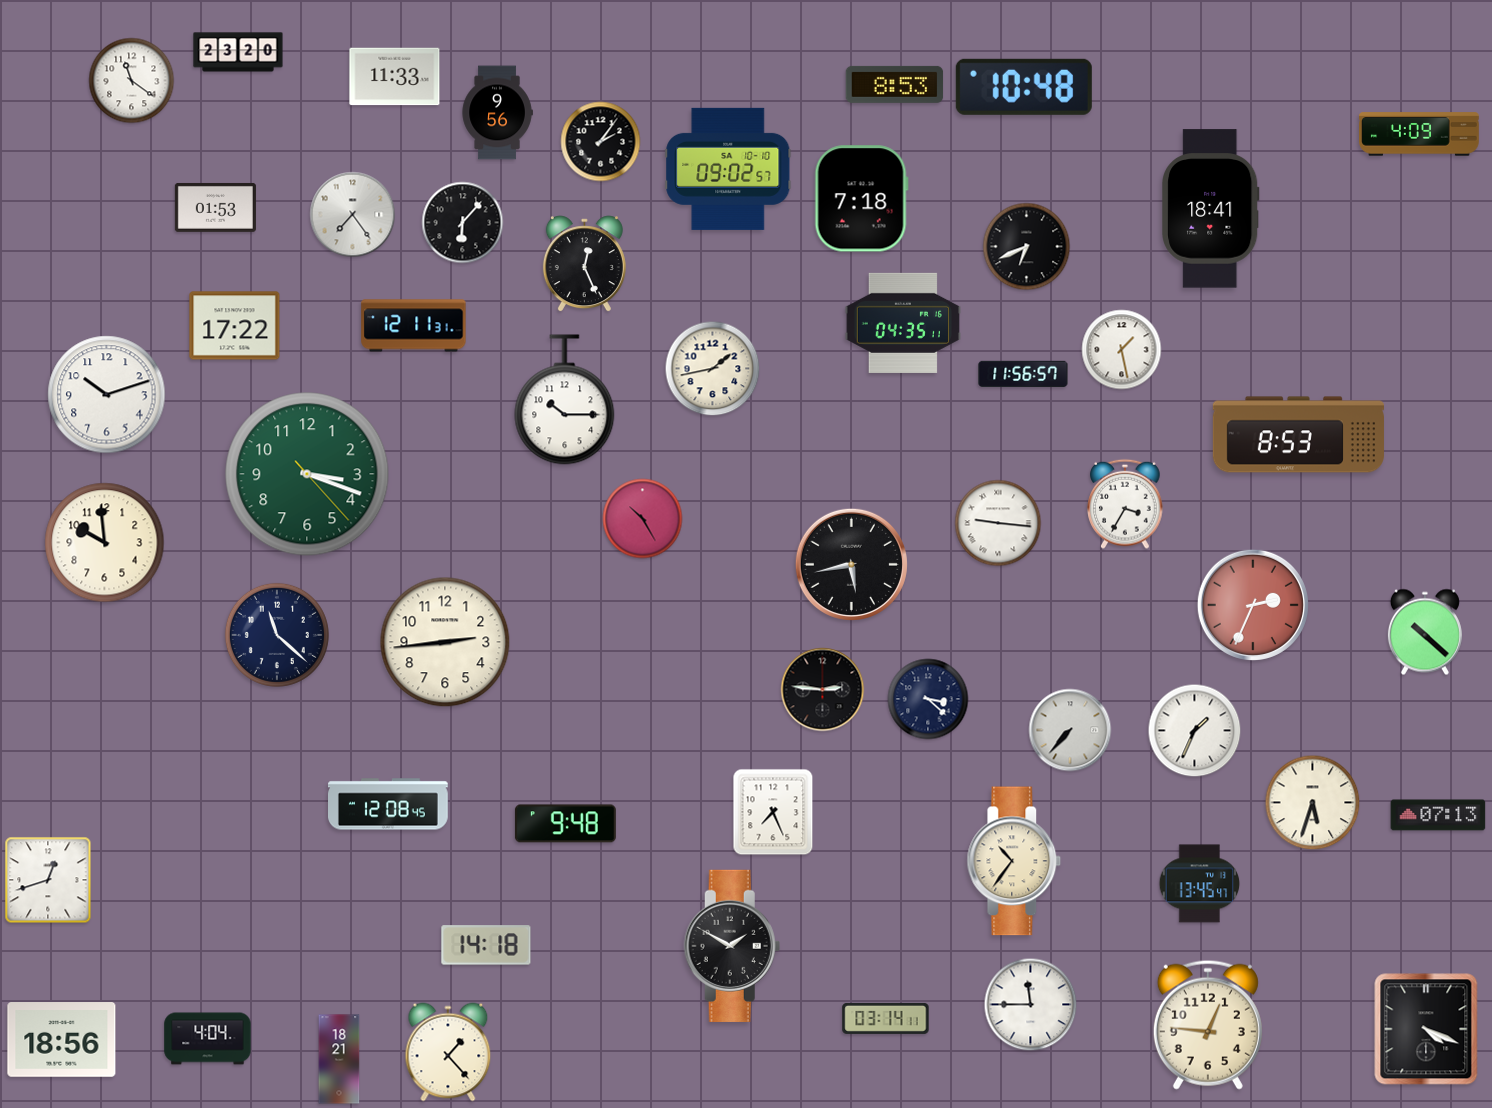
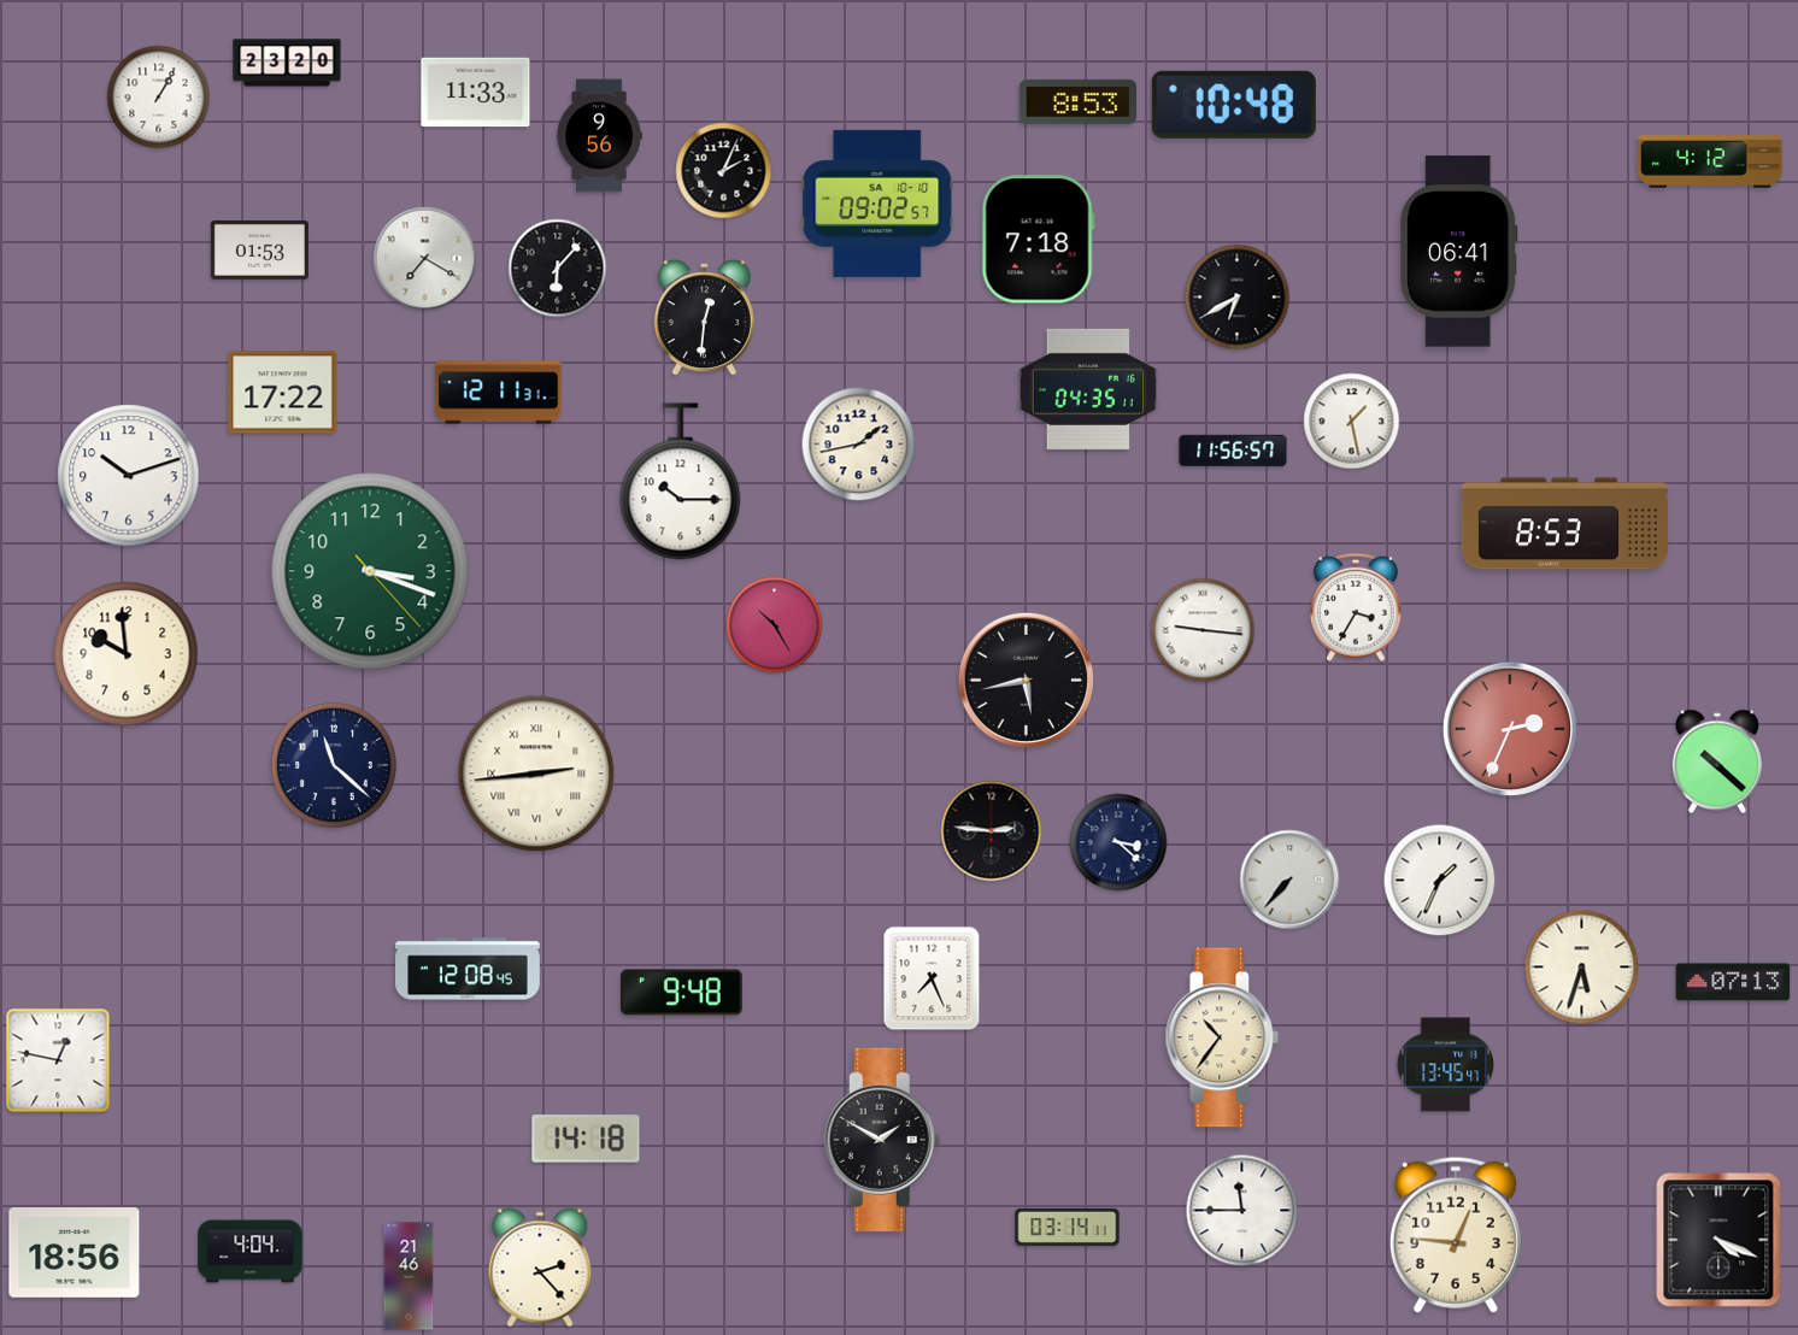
clock at (132, 81): 11:21 -> 1:05
clock at (1420, 134): 4:09 -> 4:12
clock at (601, 142): 2:06 -> 2:04
clock at (1211, 209): 18:41 -> 06:41
clock at (353, 215): 7:24 -> 7:20
clock at (1027, 247): 6:41 -> 6:40
clock at (584, 264): 12:26 -> 12:31
clock at (445, 642) numerals: Arabic -> Roman
clock at (48, 880): 12:42 -> 12:47
clock at (448, 1052): 1:23 -> 2:23
clock at (339, 1059): 18:21 -> 21:46
